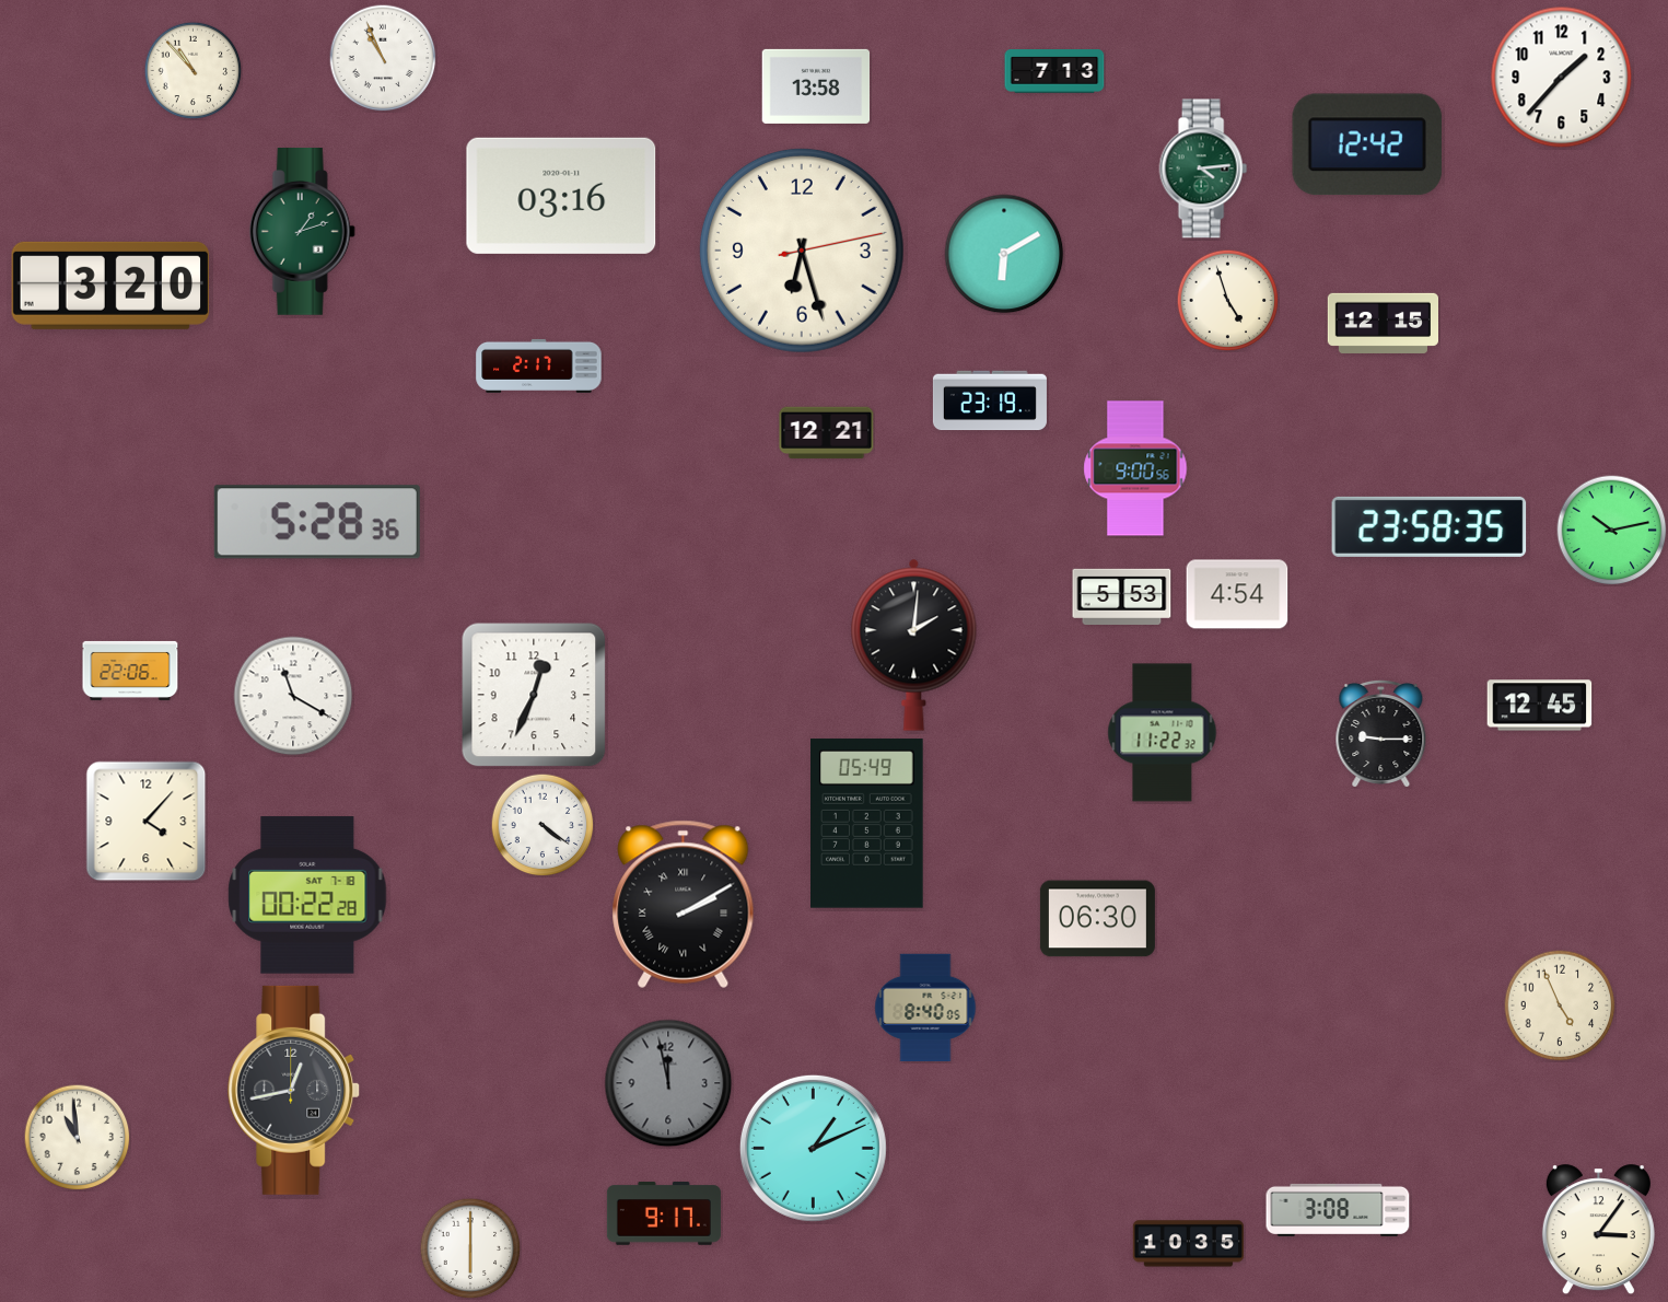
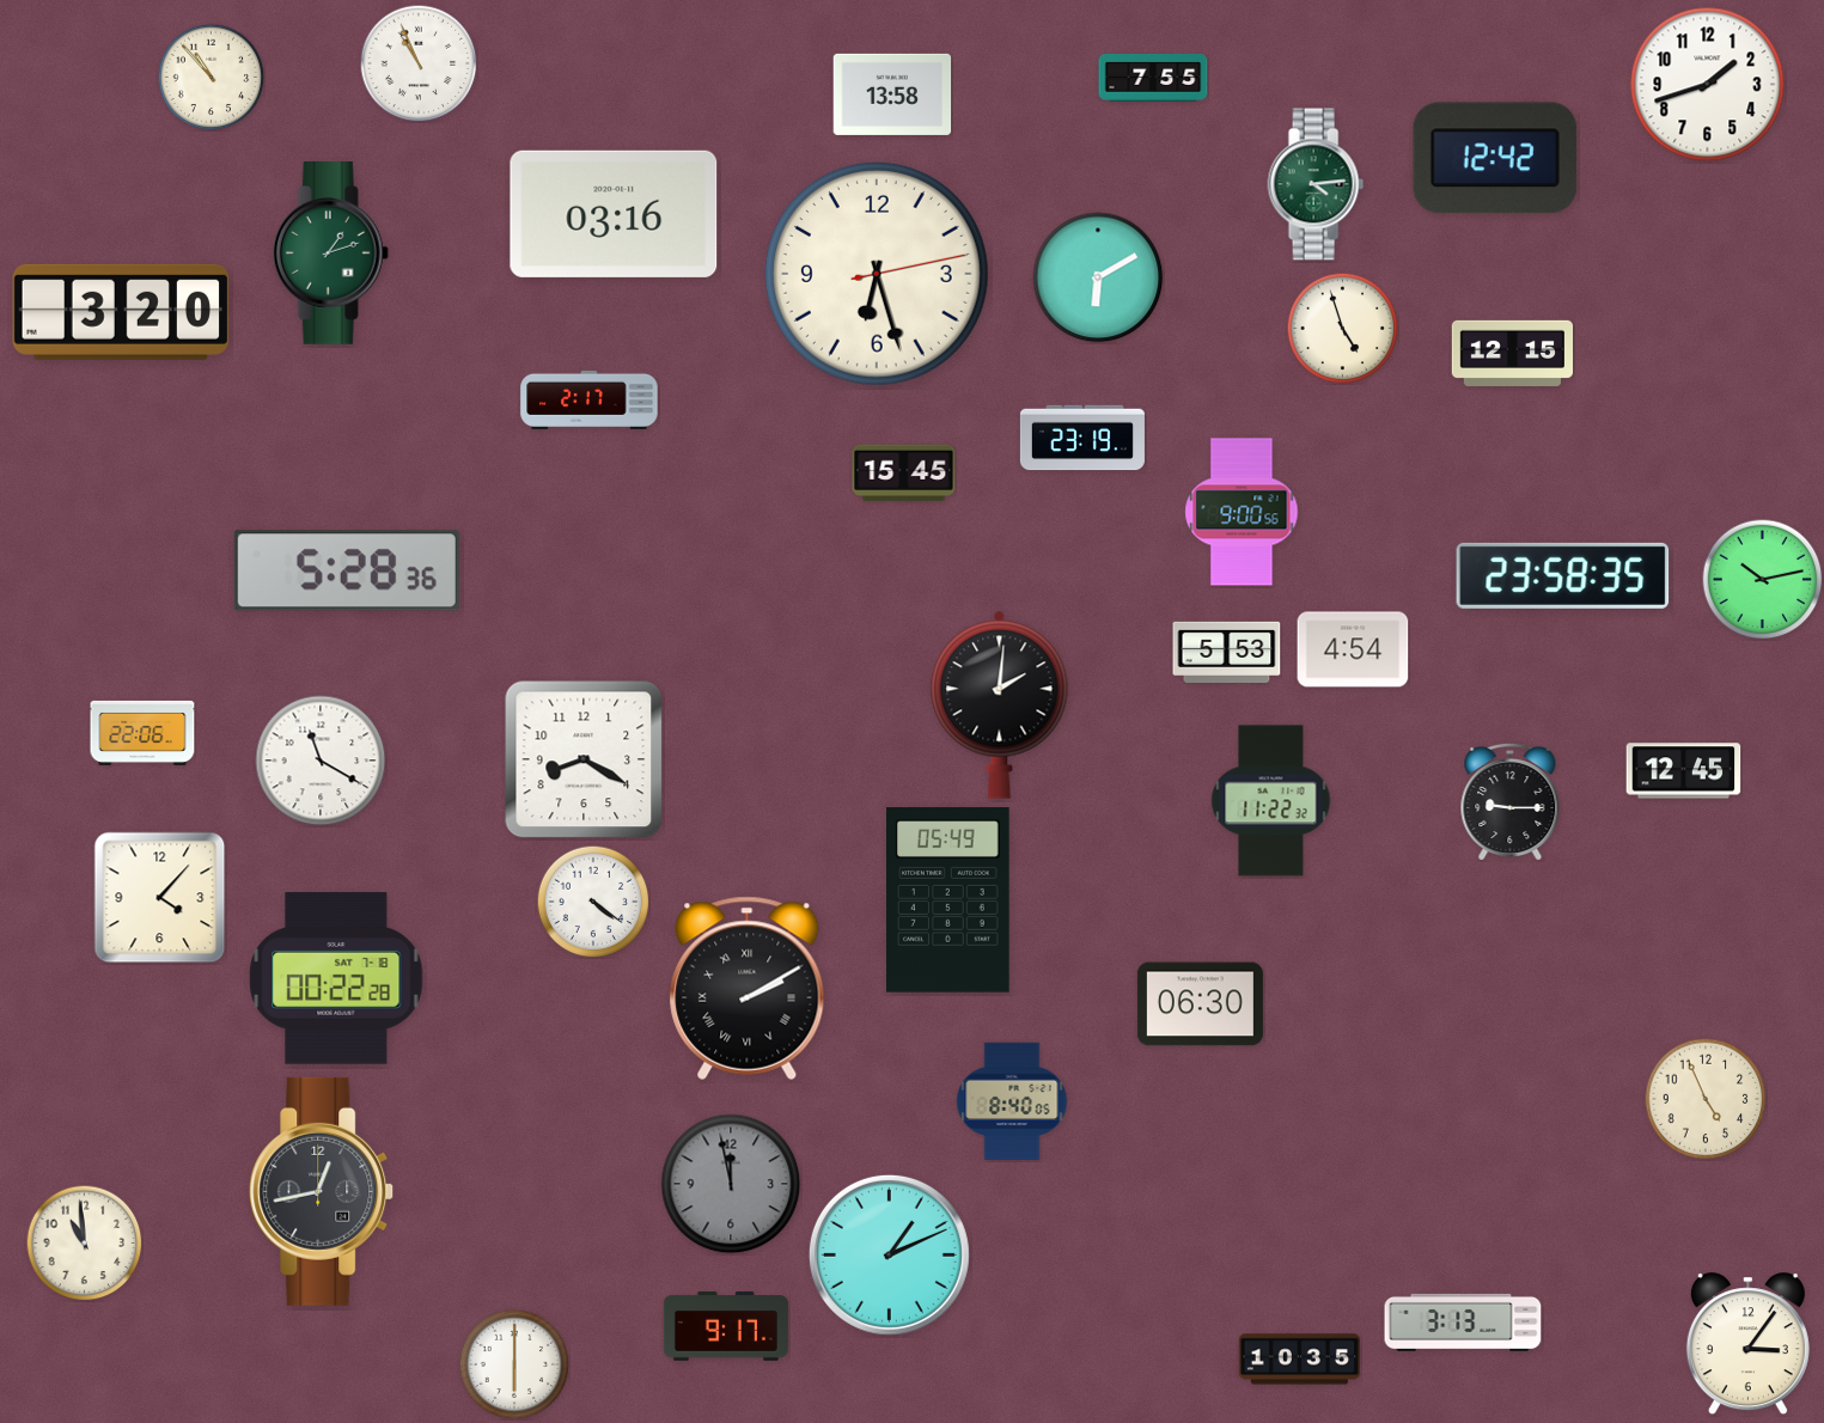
clock at (1054, 72): 7:13 -> 7:55
clock at (1562, 78): 1:37 -> 1:42
clock at (827, 433): 12:21 -> 15:45
clock at (534, 695): 12:34 -> 8:20
clock at (1338, 1210): 3:08 -> 3:13
